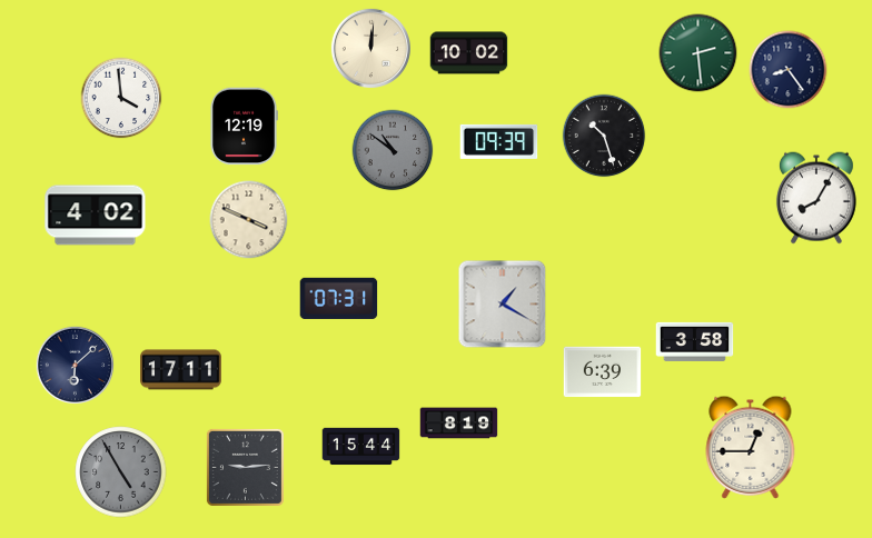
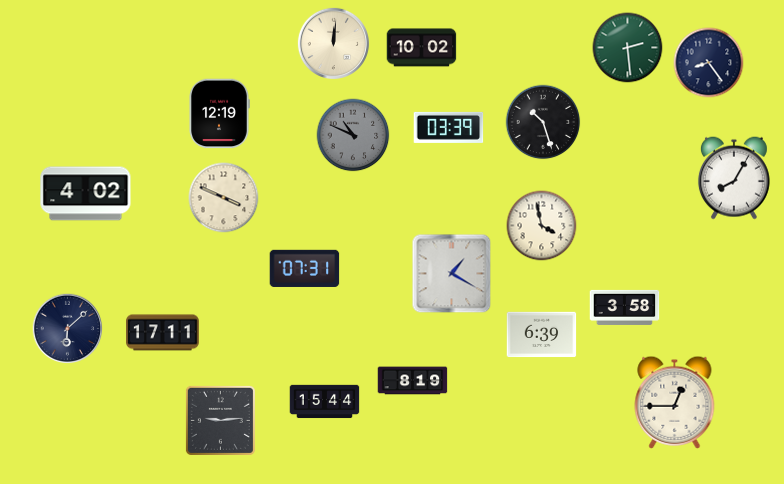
clock at (121, 98): 3:59 -> none
clock at (499, 141): 09:39 -> 03:39
clock at (393, 150): 10:51 -> 10:49
clock at (542, 226): none -> 3:58
clock at (121, 472): 4:55 -> none
